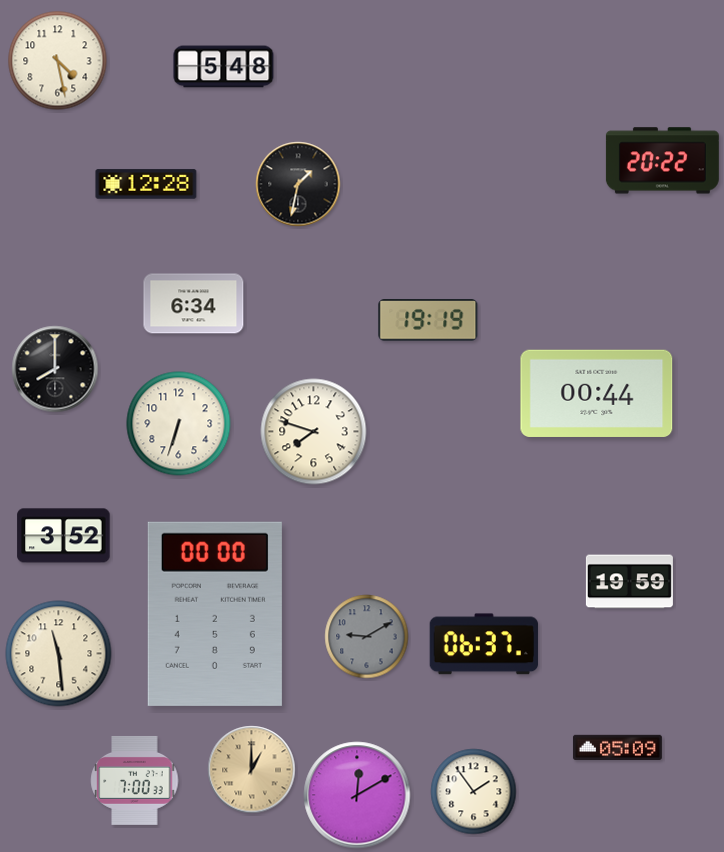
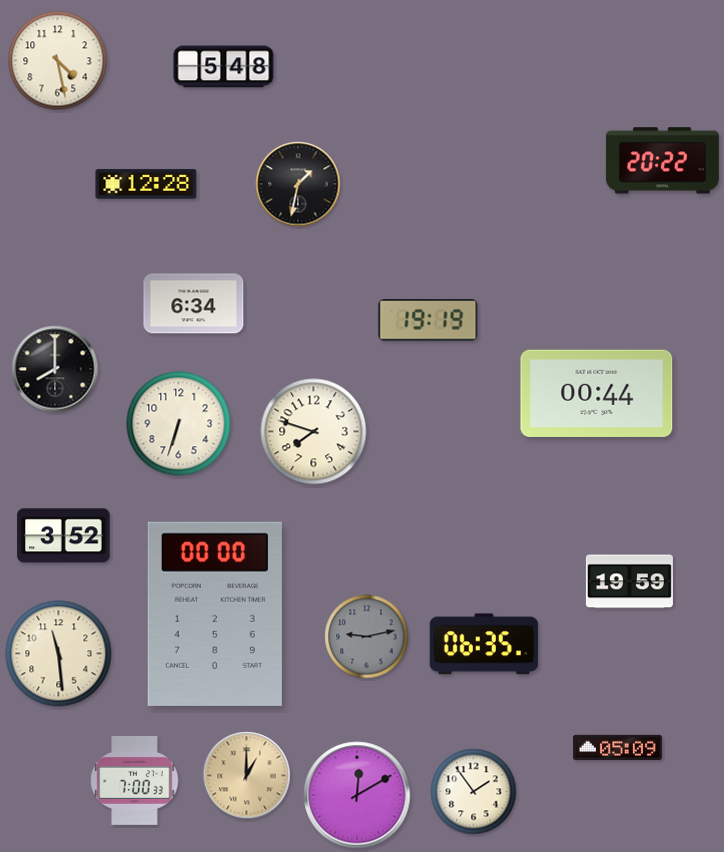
clock at (367, 637): 9:10 -> 9:13
clock at (484, 644): 06:37 -> 06:35
clock at (252, 770) position: (252, 770) -> (247, 776)
